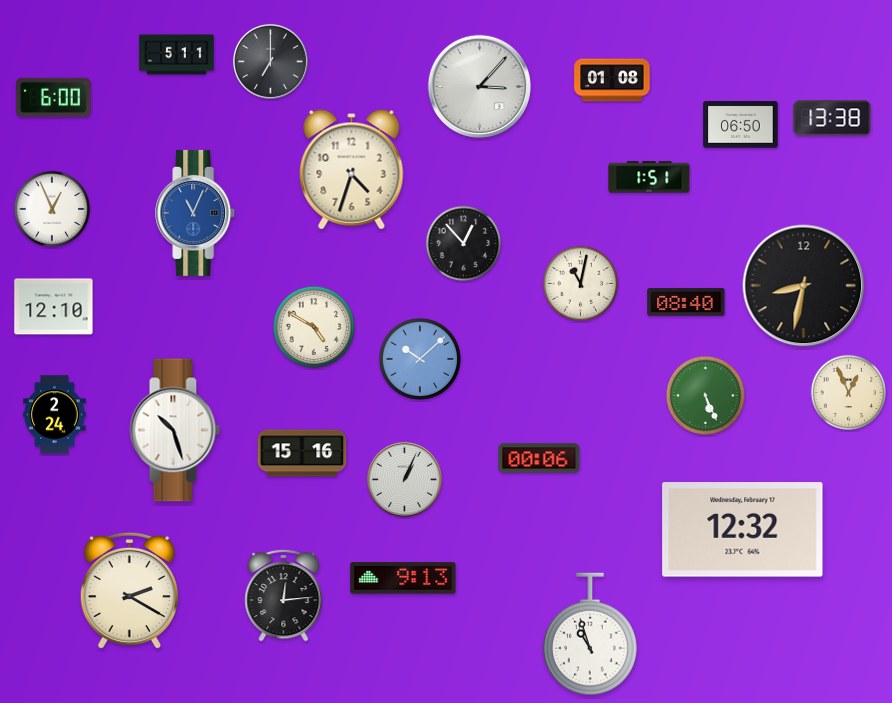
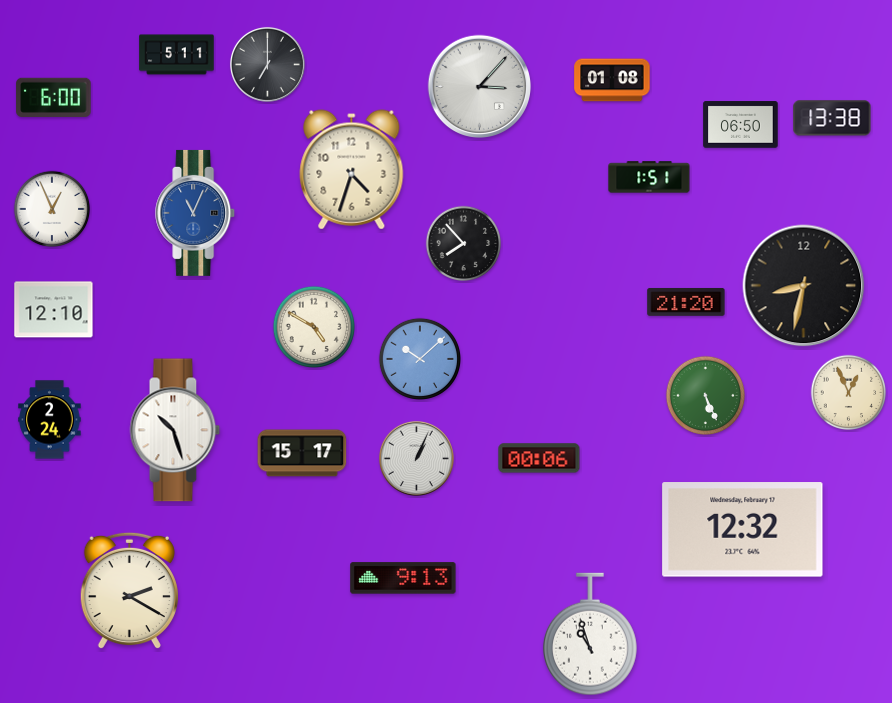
clock at (270, 61) position: (270, 61) -> (267, 64)
clock at (464, 244): 12:53 -> 7:53
clock at (581, 284): 11:02 -> none
clock at (686, 302): 08:40 -> 21:20
clock at (54, 307) position: (54, 307) -> (54, 310)
clock at (55, 415) position: (55, 415) -> (50, 420)
clock at (302, 453): 15:16 -> 15:17
clock at (404, 479) position: (404, 479) -> (416, 458)
clock at (284, 595): 12:14 -> none
